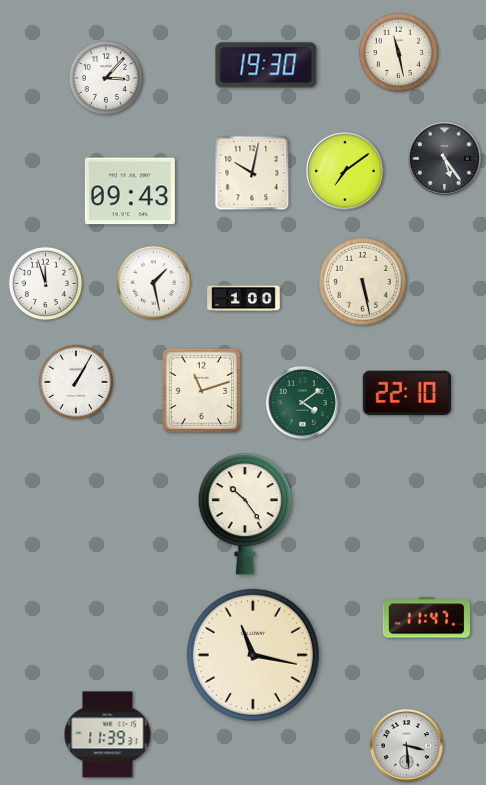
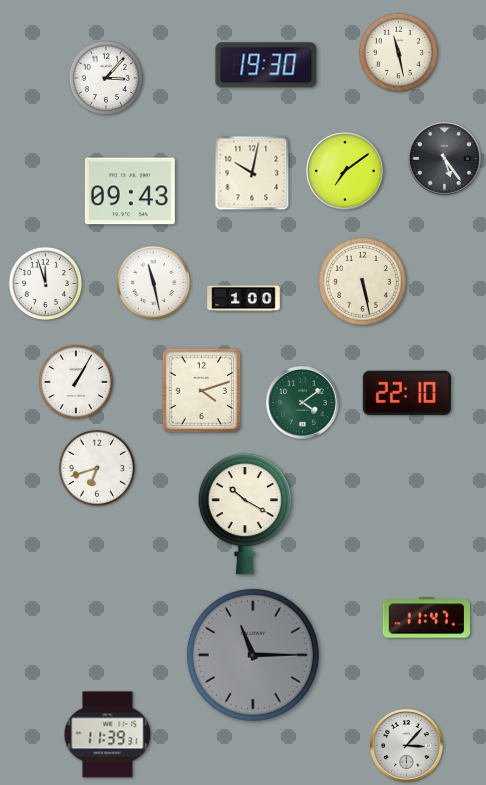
clock at (154, 283): 1:28 -> 11:28
clock at (202, 391): 11:12 -> 4:12
clock at (97, 468): none -> 6:42
clock at (245, 514): 10:24 -> 10:20
clock at (253, 655): 11:17 -> 11:15
clock at (253, 655) dial: cream -> grey
clock at (407, 746): 3:29 -> 3:07
